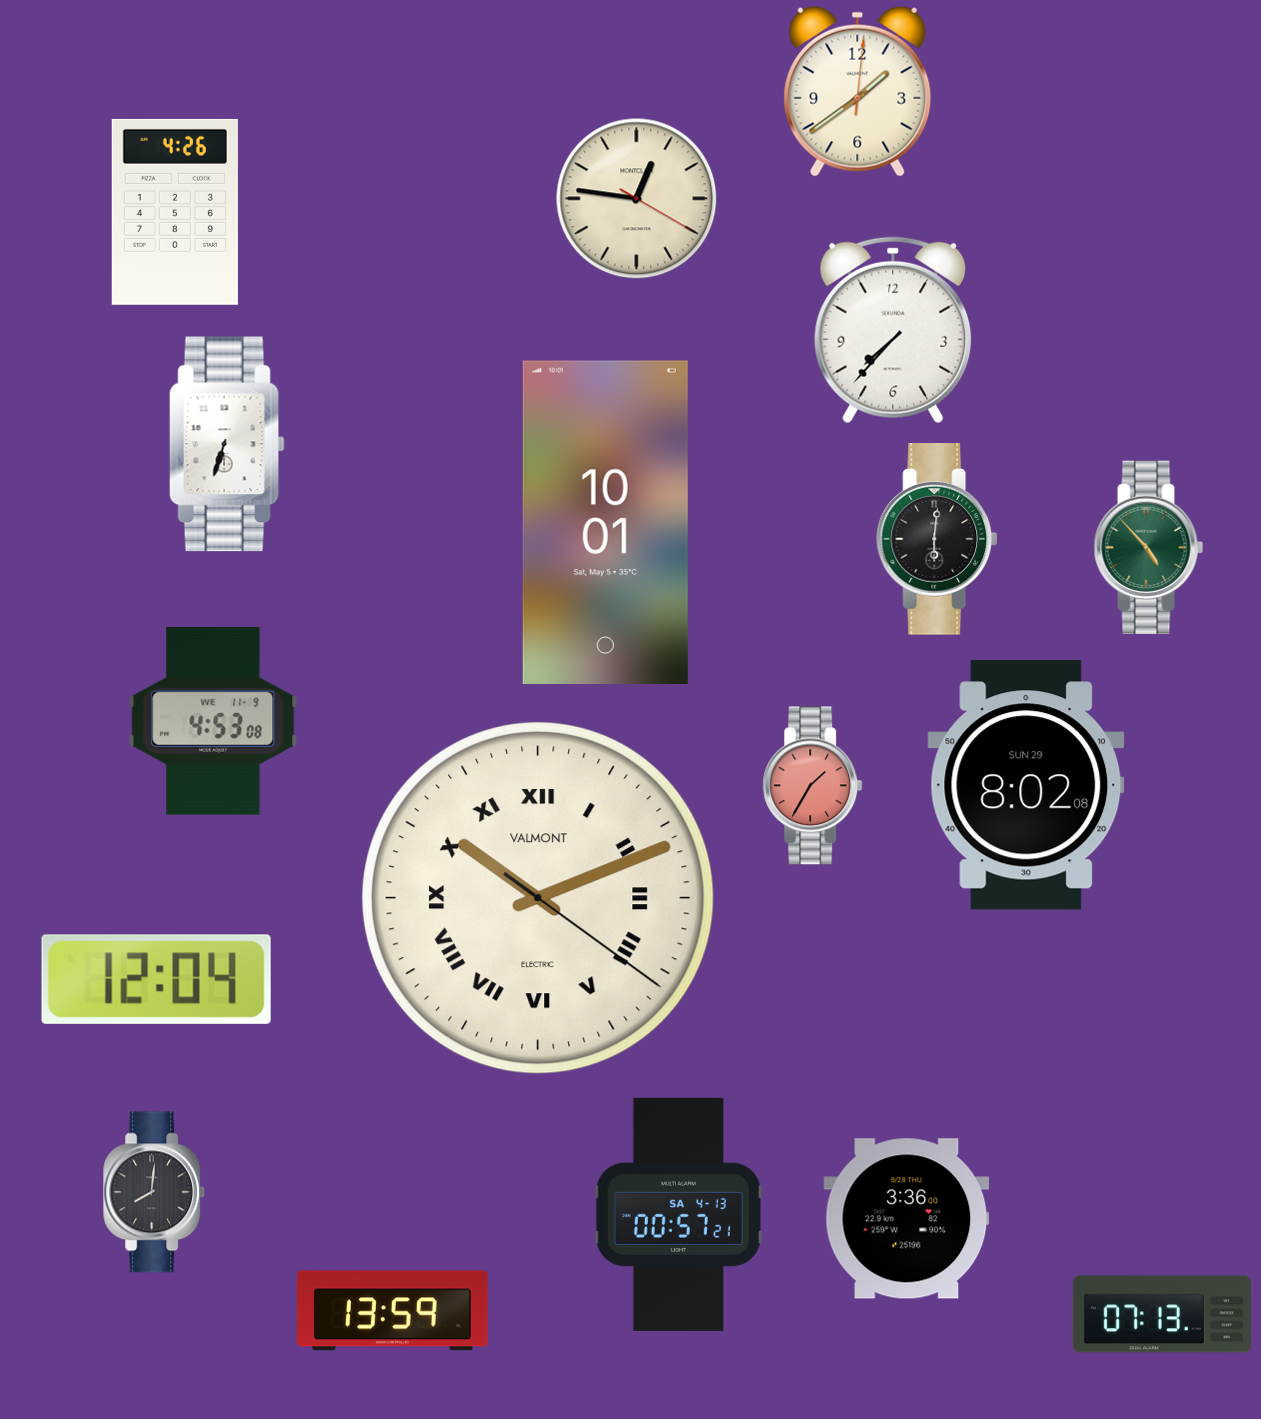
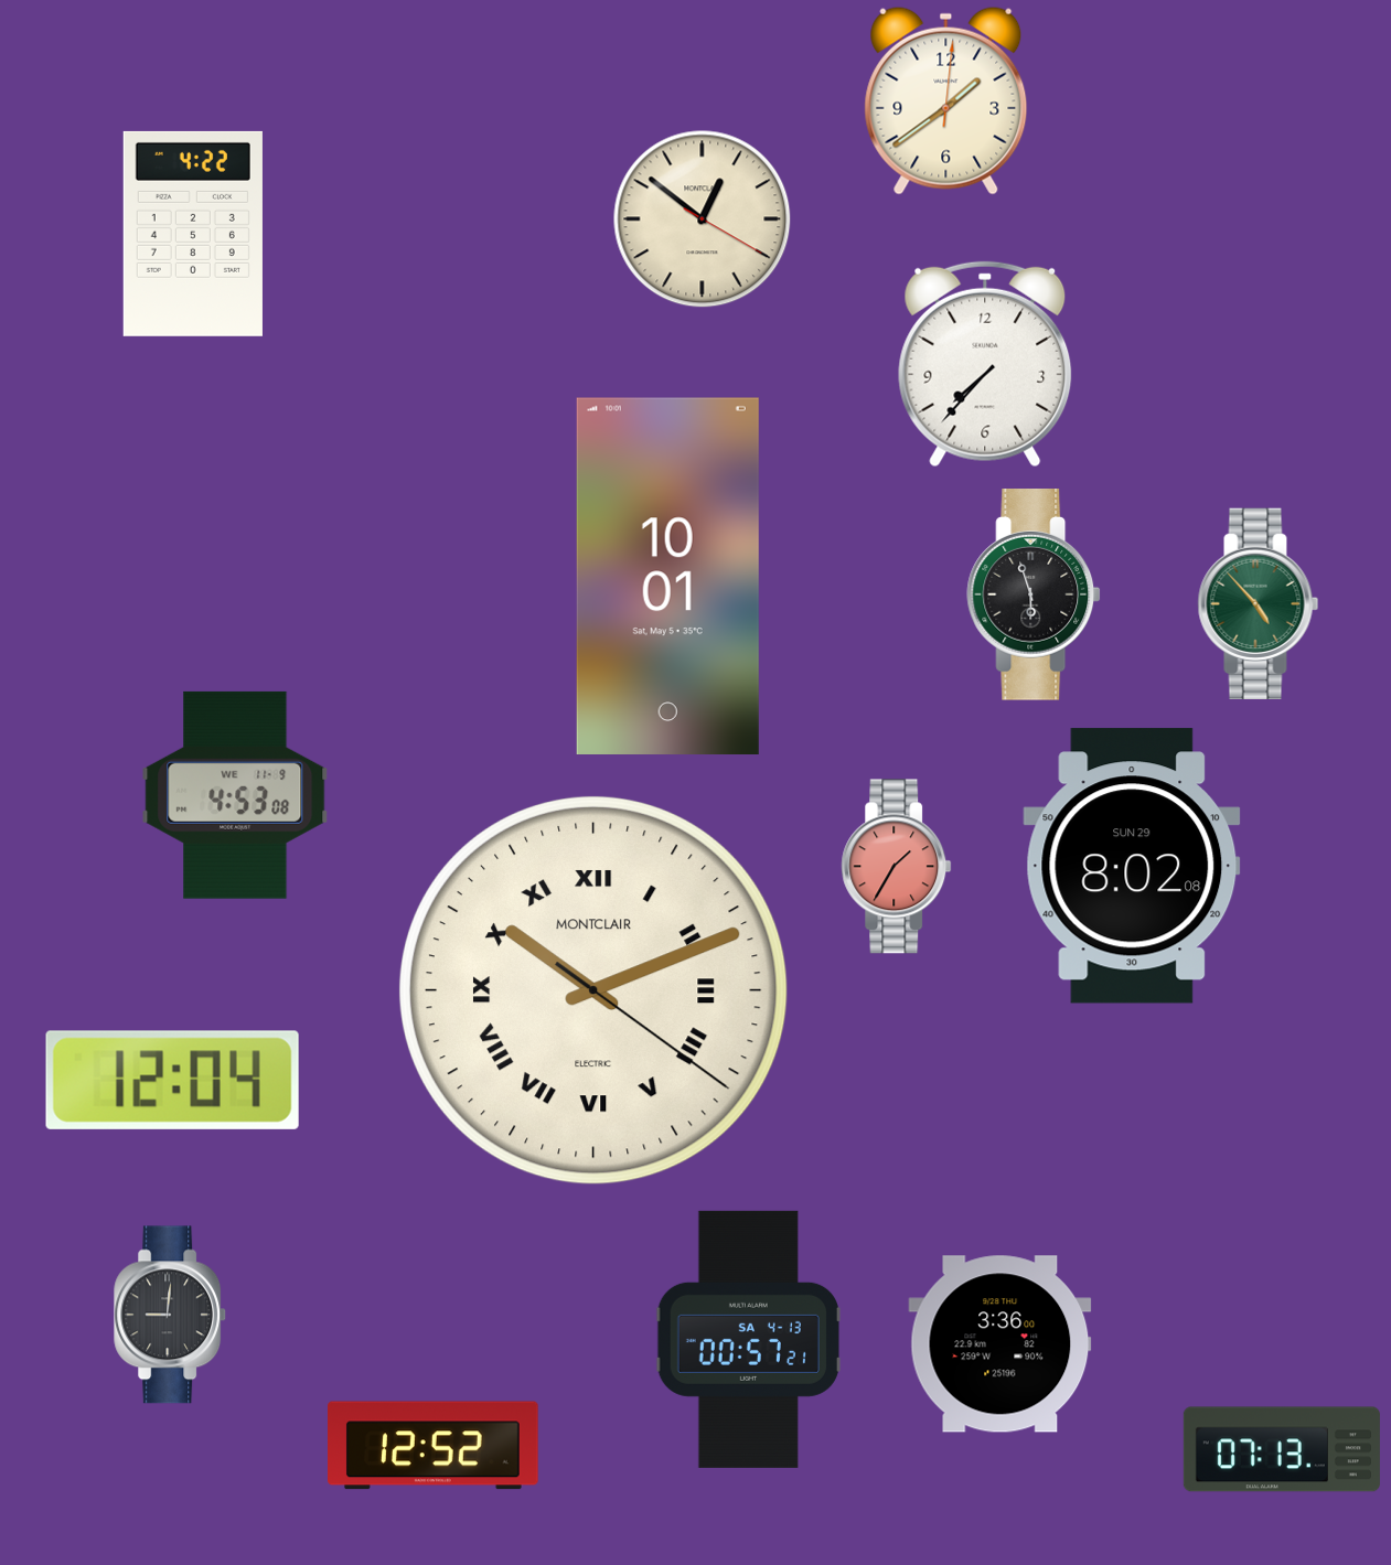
clock at (637, 199): 12:46 -> 12:51
clock at (175, 212): 4:26 -> 4:22
clock at (227, 444): 6:33 -> none
clock at (937, 540): 6:01 -> 5:57
clock at (1149, 547) position: (1149, 547) -> (1259, 603)
clock at (538, 898) brand: VALMONT -> MONTCLAIR
clock at (155, 1192): 8:01 -> 9:01
clock at (393, 1311): 13:59 -> 12:52
